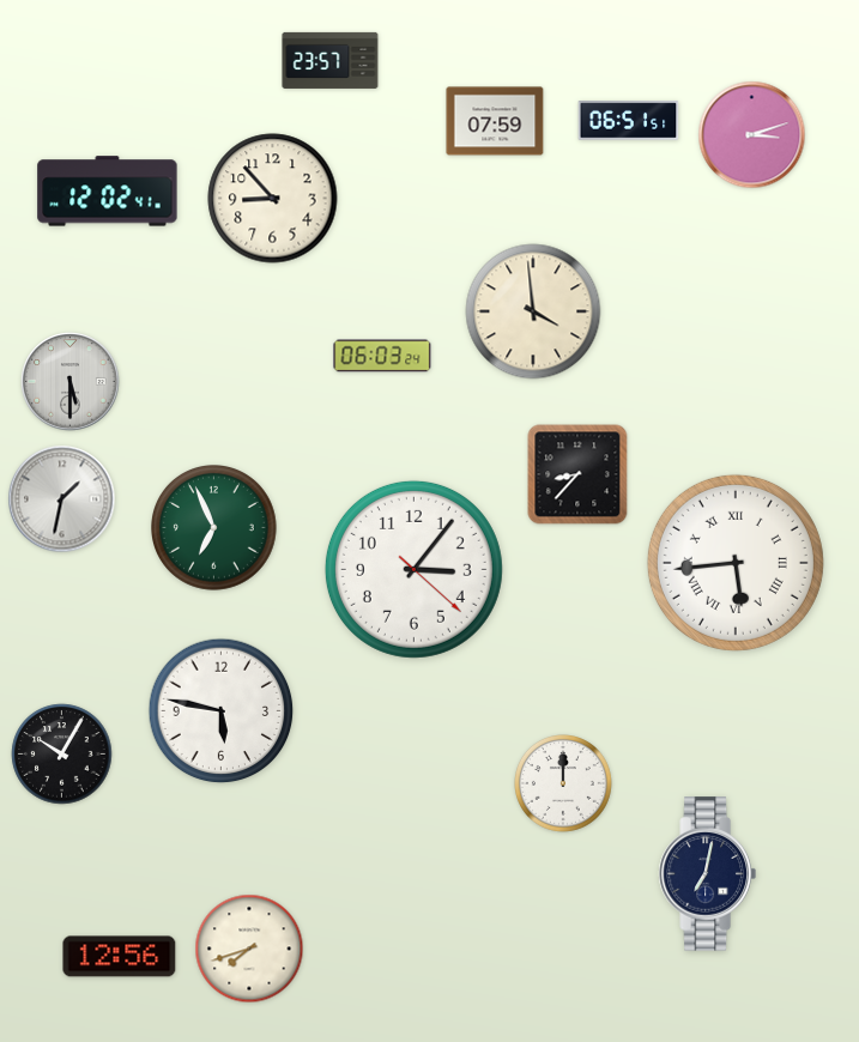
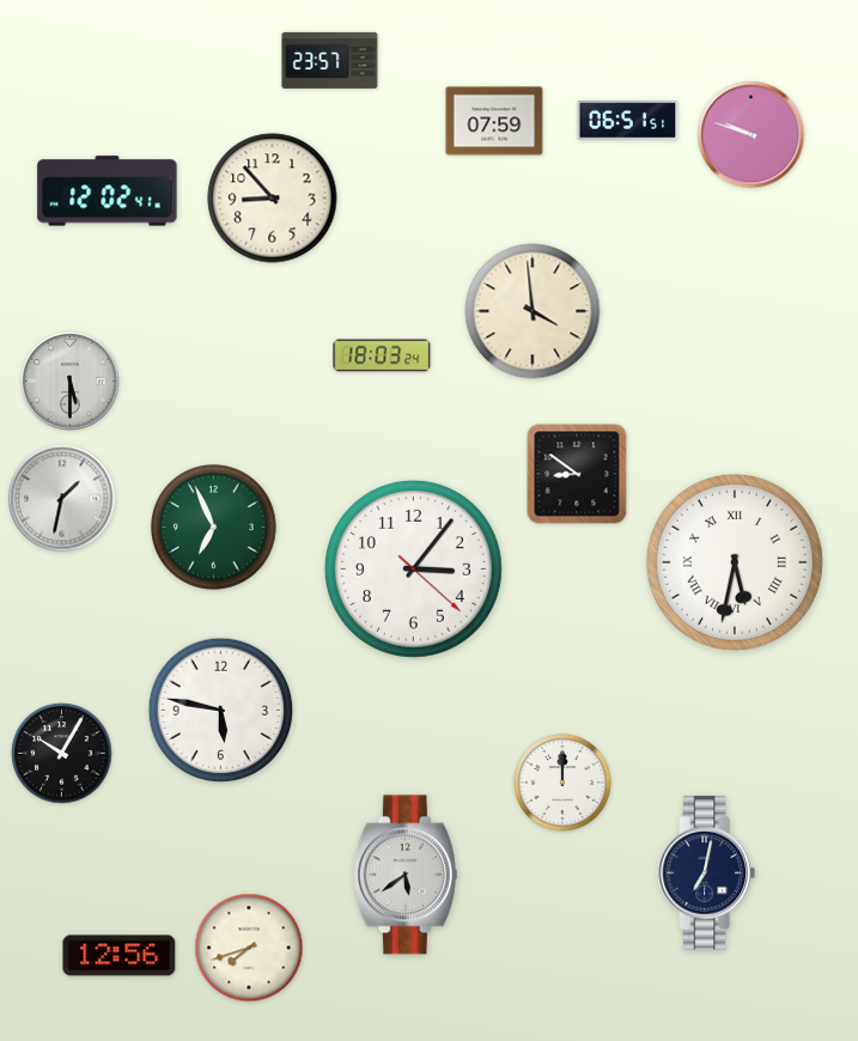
clock at (752, 135): 3:12 -> 9:48
clock at (382, 356): 06:03 -> 18:03
clock at (577, 474): 8:37 -> 8:51
clock at (736, 563): 5:44 -> 5:32
clock at (406, 875): none -> 5:39
